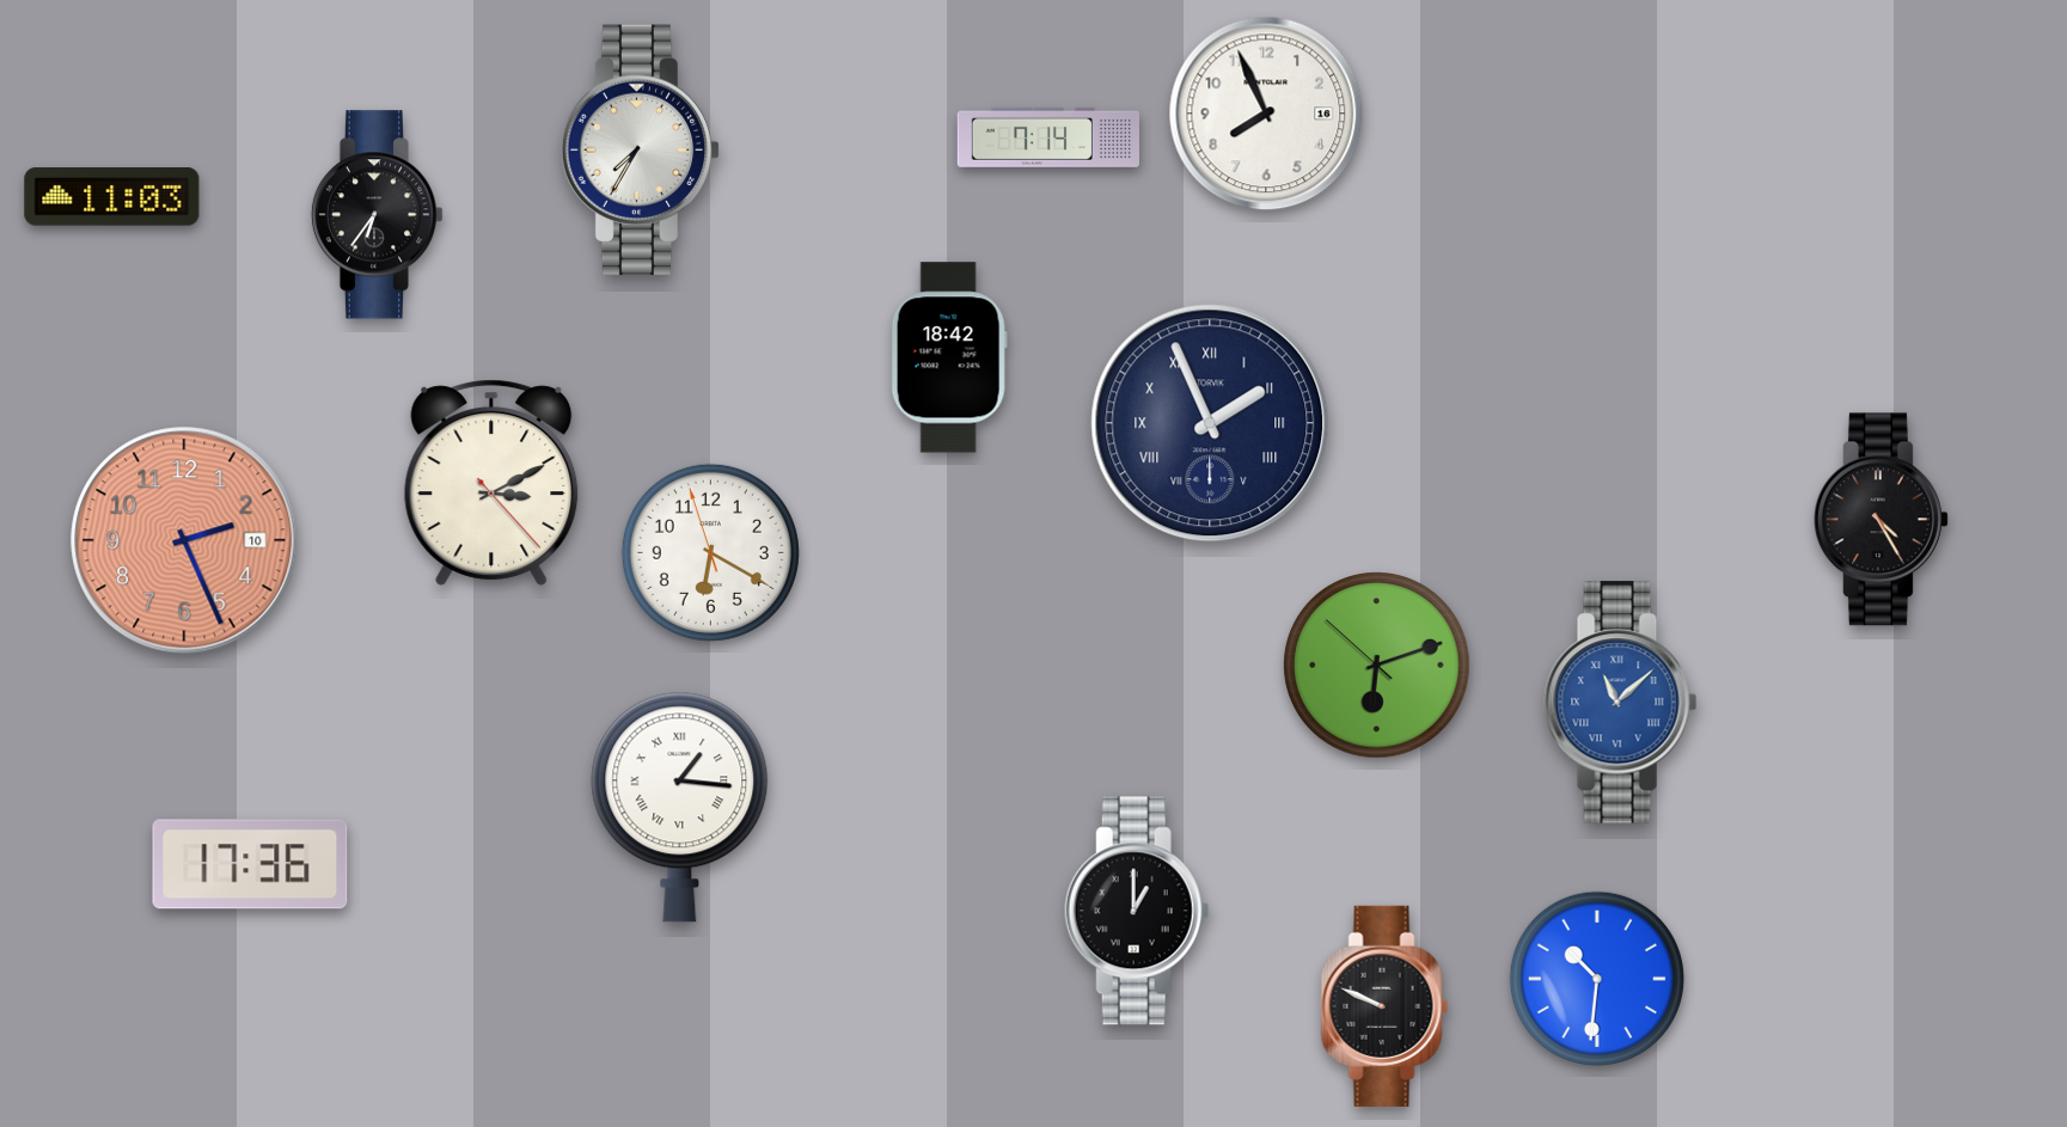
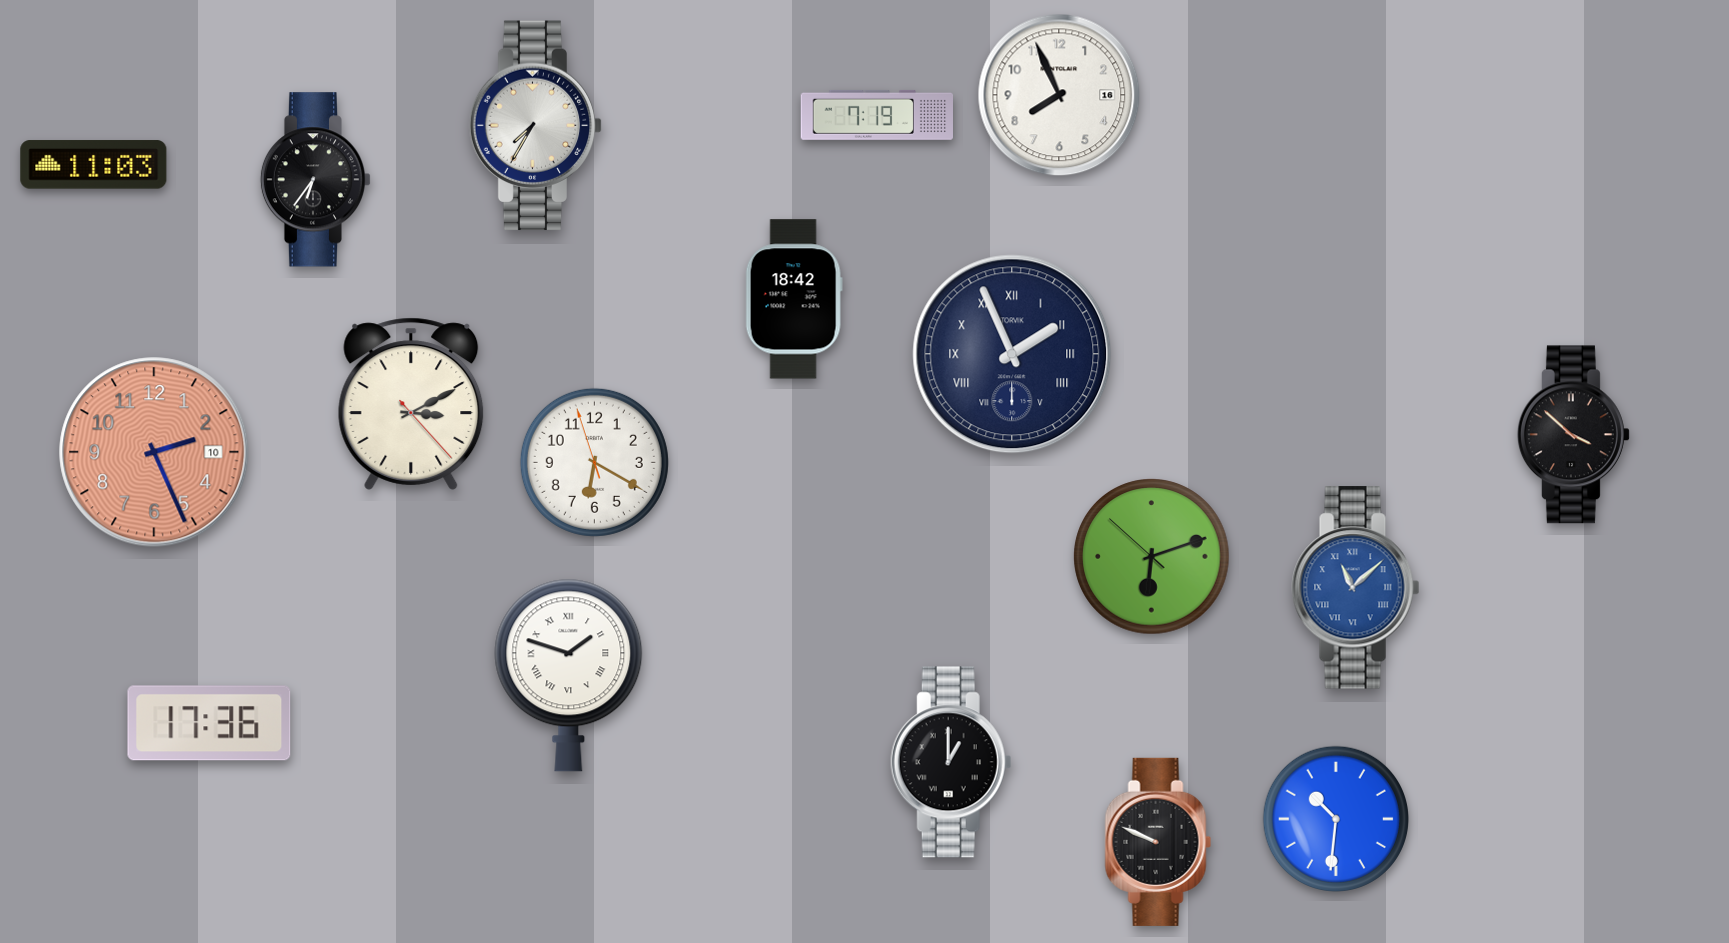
clock at (1047, 137): 7:14 -> 7:19
clock at (1881, 520): 4:25 -> 3:52
clock at (680, 807): 1:16 -> 1:48
